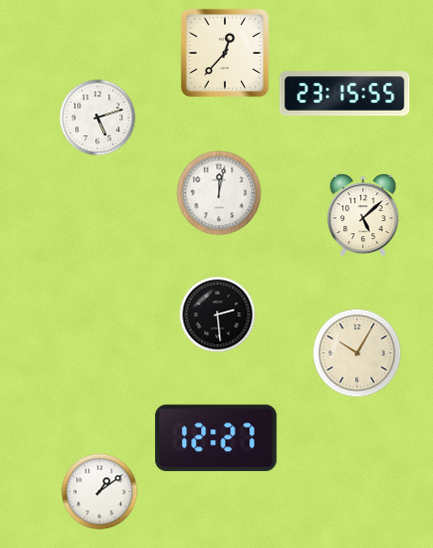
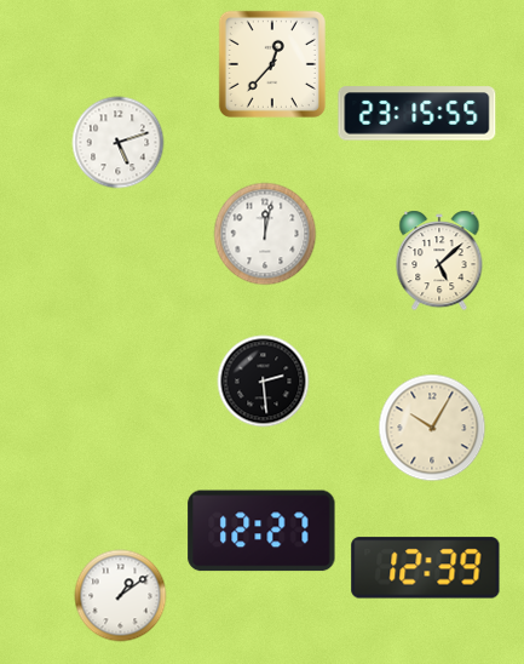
clock at (426, 568): none -> 12:39
